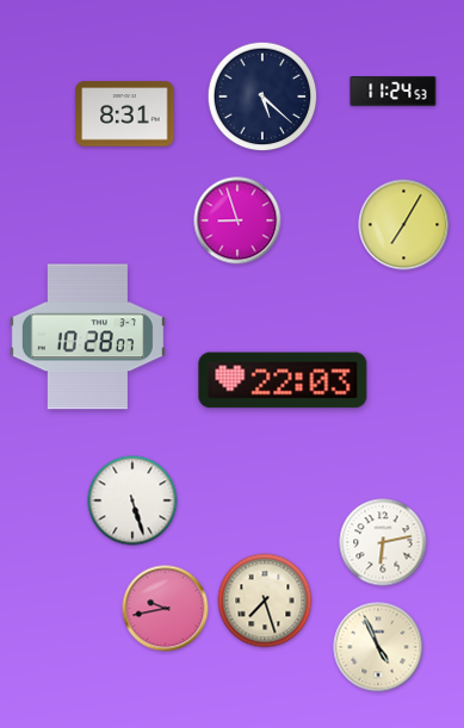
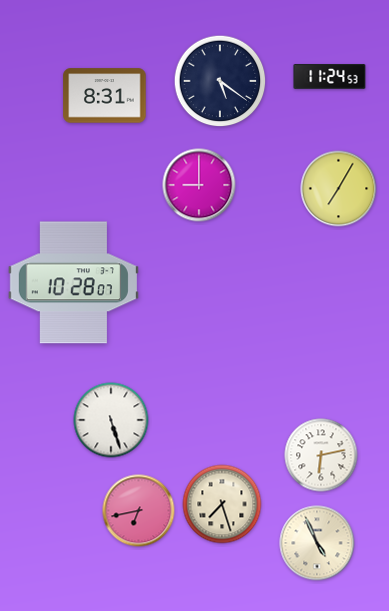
clock at (262, 97): 5:22 -> 5:21
clock at (237, 220): 8:57 -> 9:00
clock at (283, 380): 22:03 -> none
clock at (166, 609): 9:43 -> 6:43
